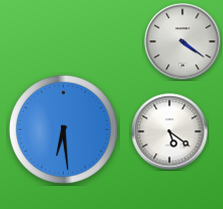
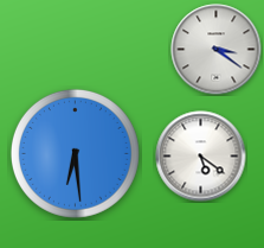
clock at (183, 42): 4:21 -> 3:21
